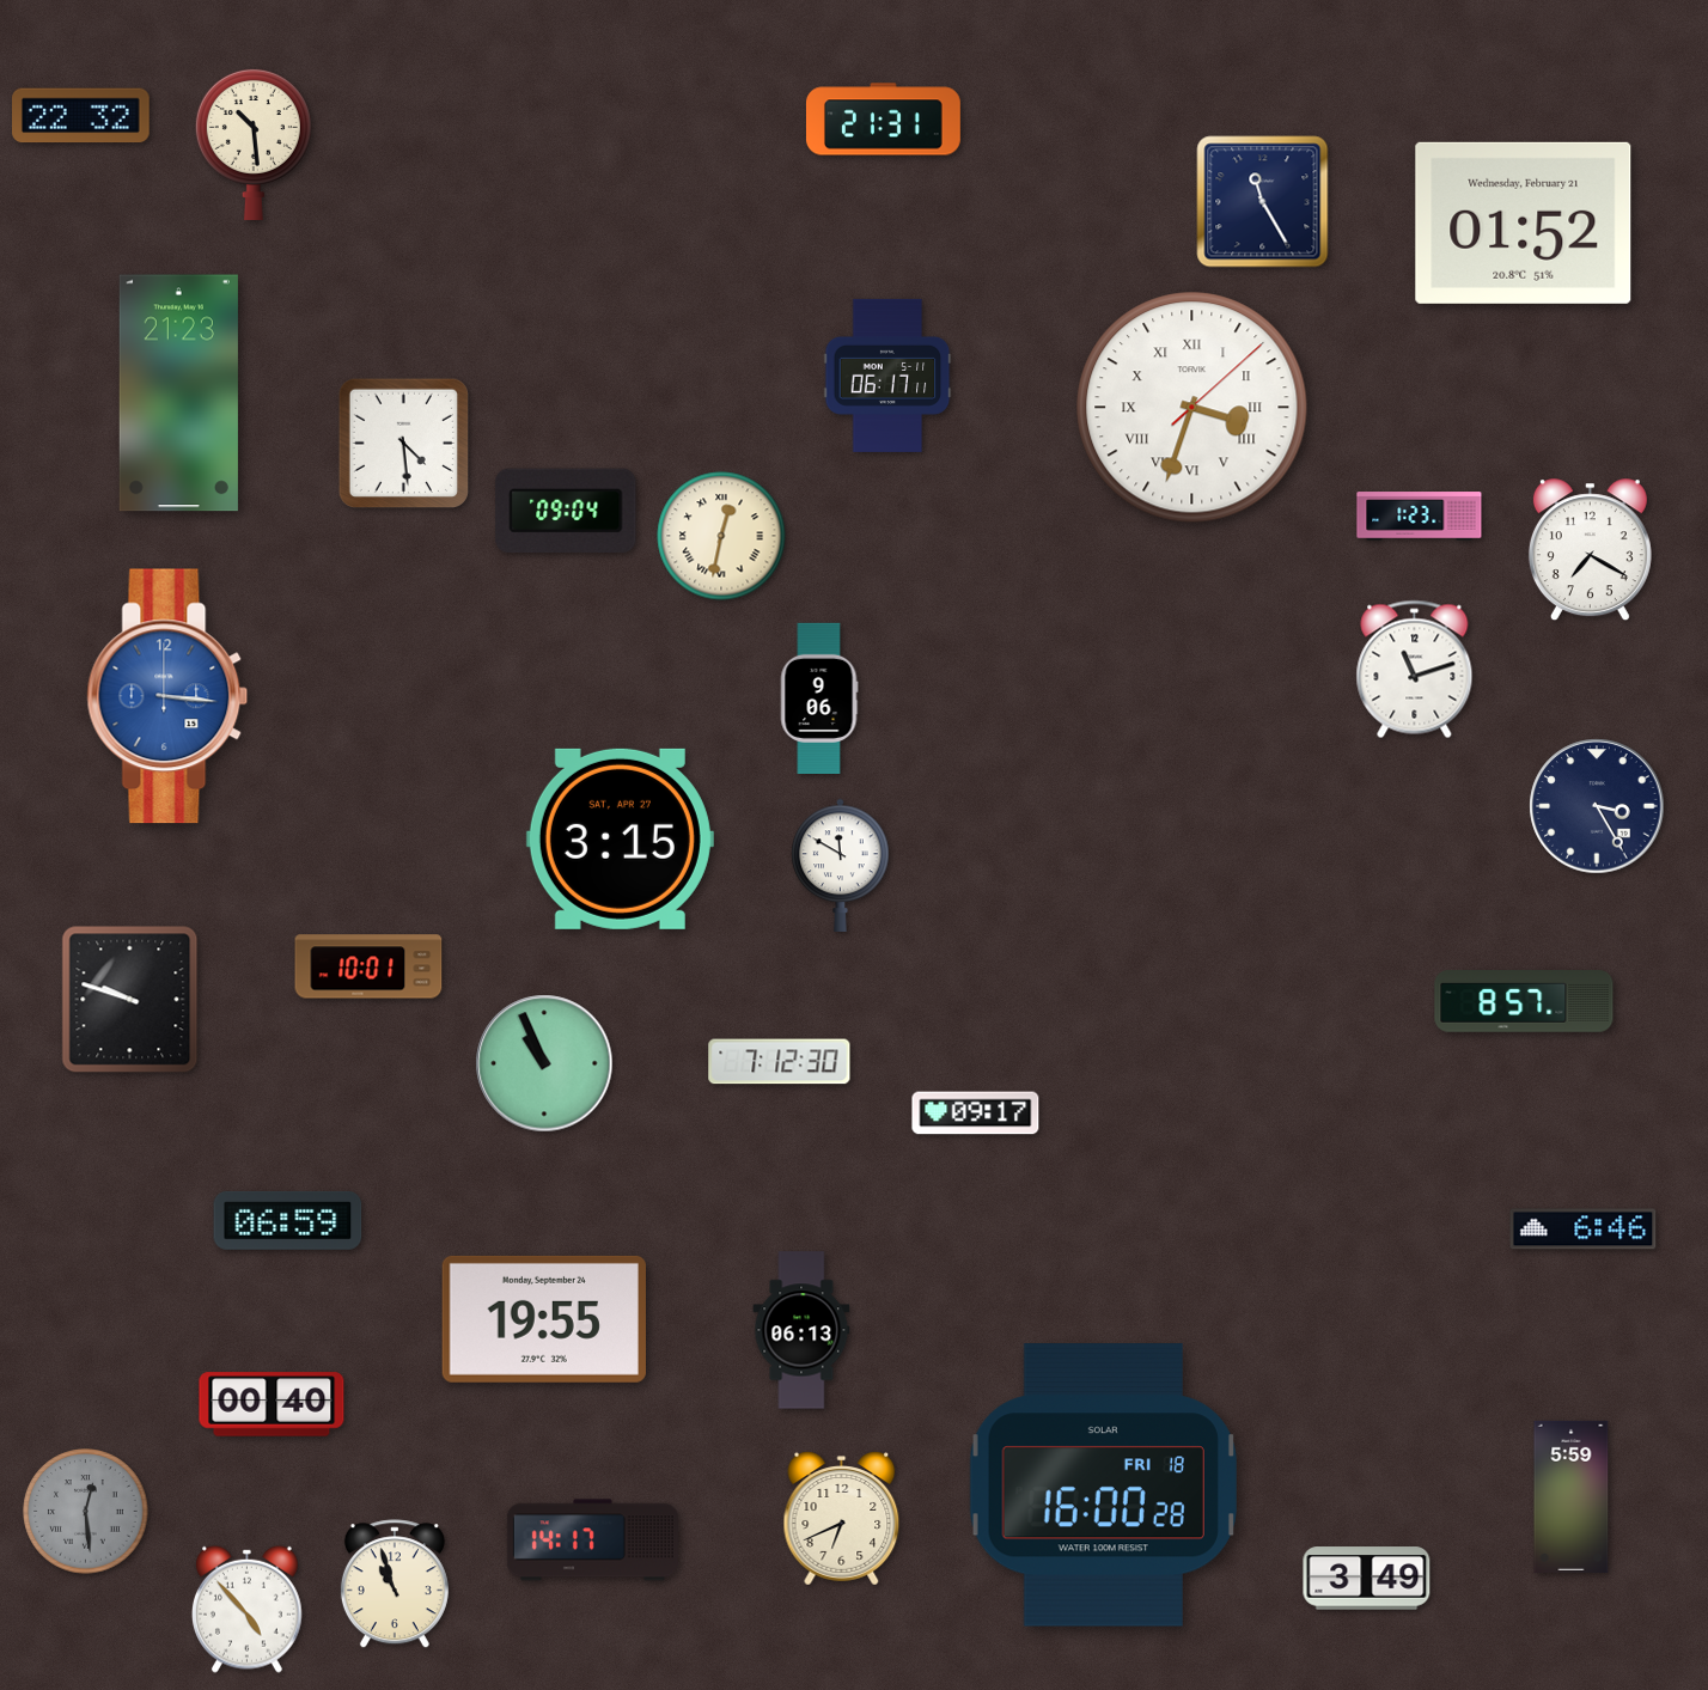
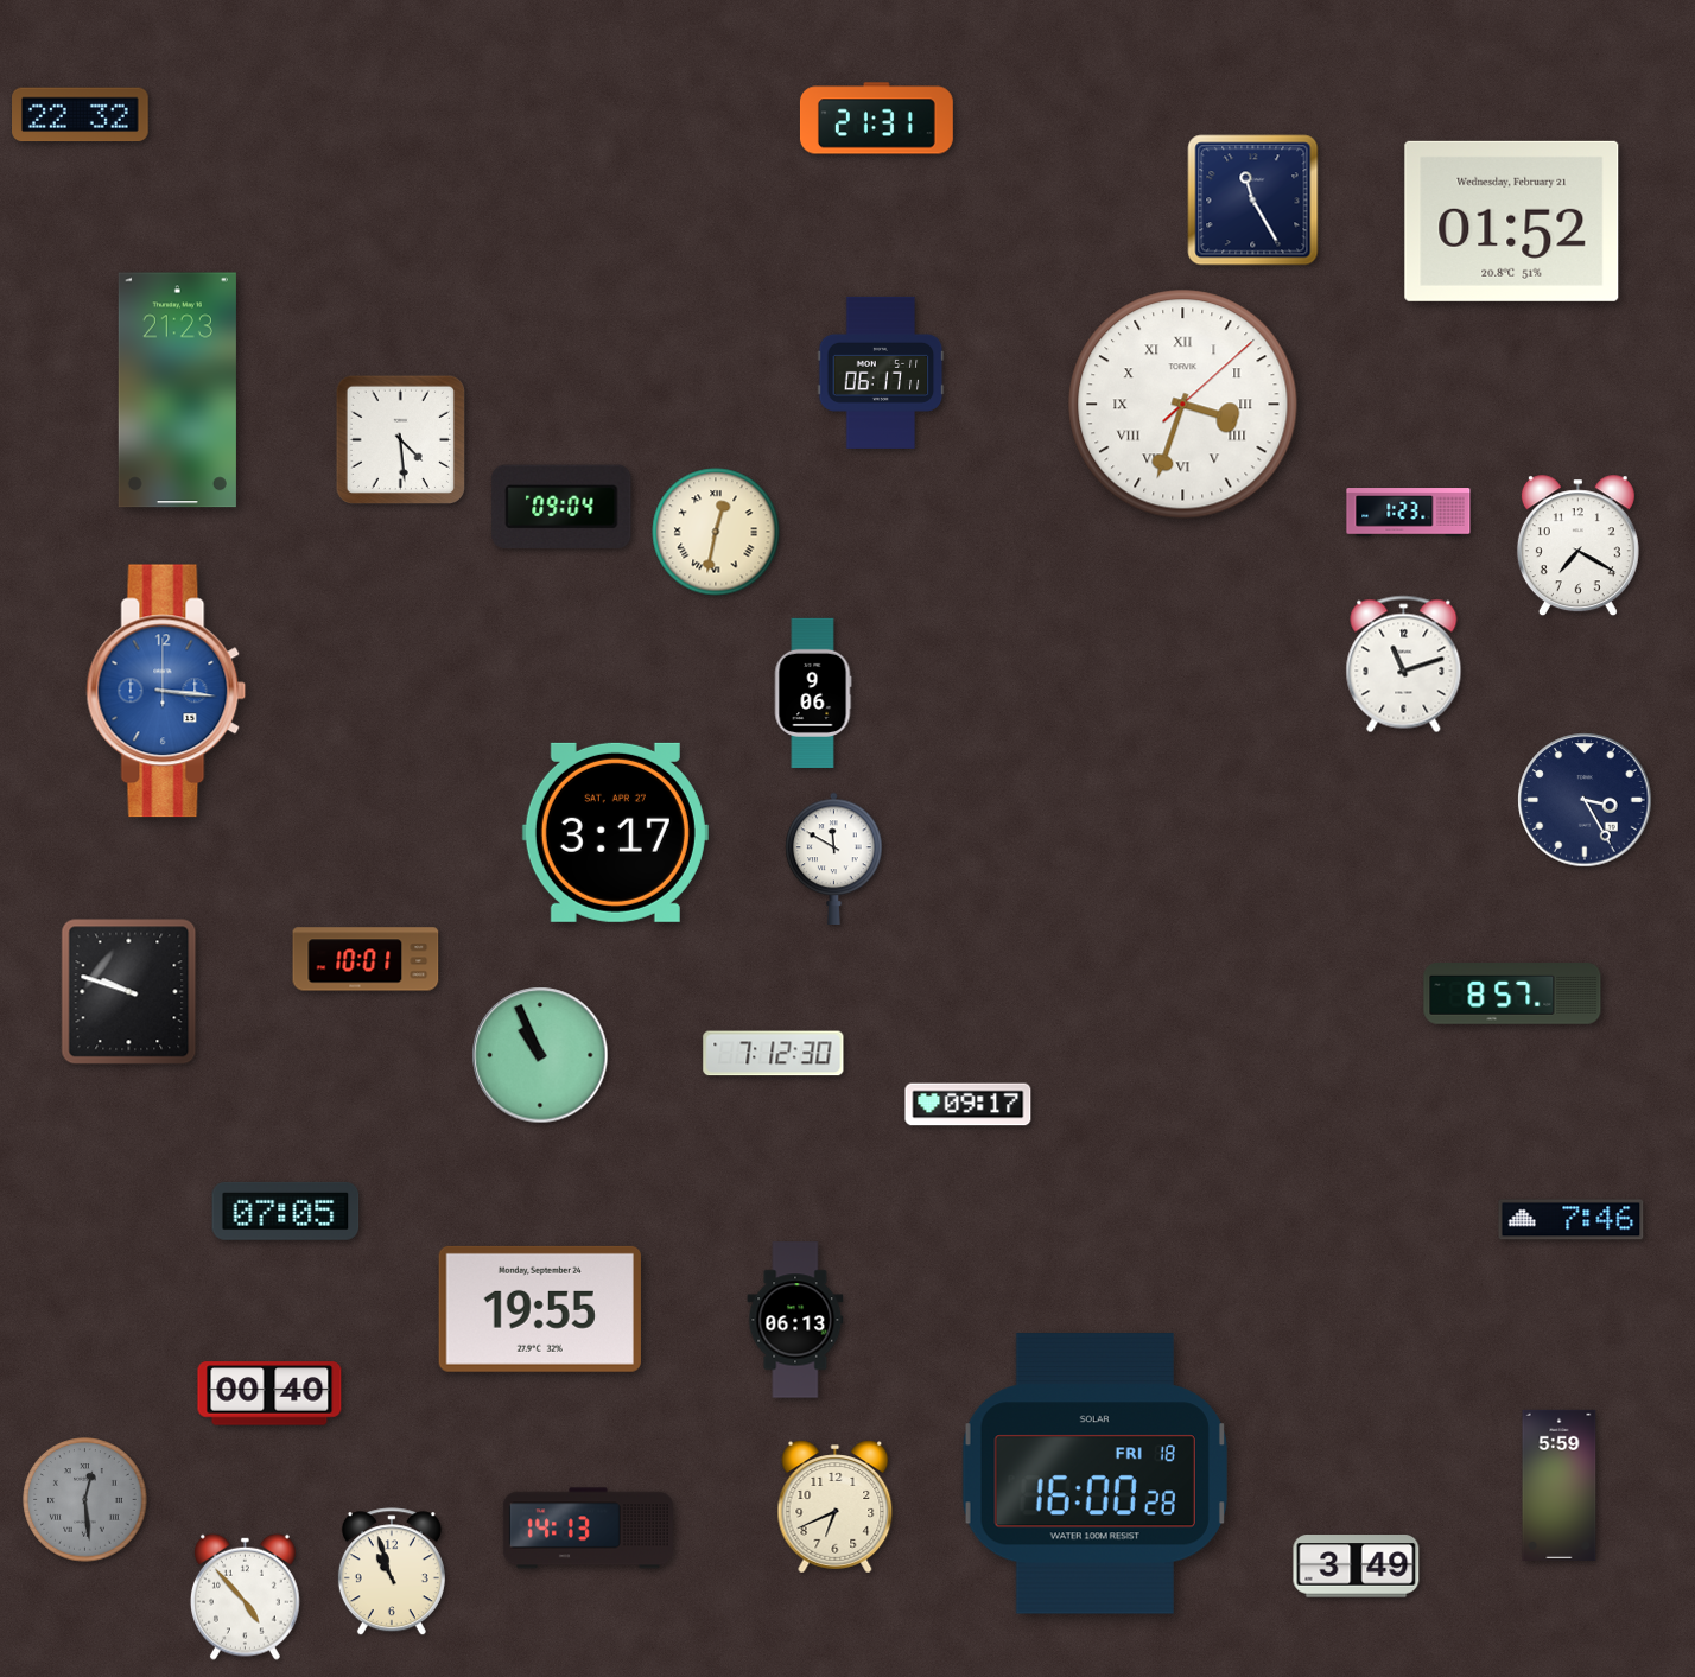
clock at (254, 144): 10:29 -> none
clock at (620, 838): 3:15 -> 3:17
clock at (288, 1220): 06:59 -> 07:05
clock at (1584, 1230): 6:46 -> 7:46
clock at (592, 1540): 14:17 -> 14:13
